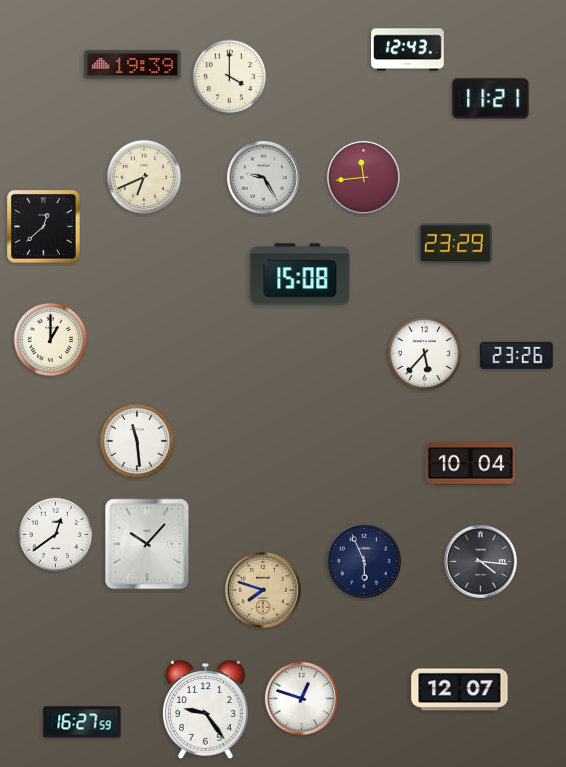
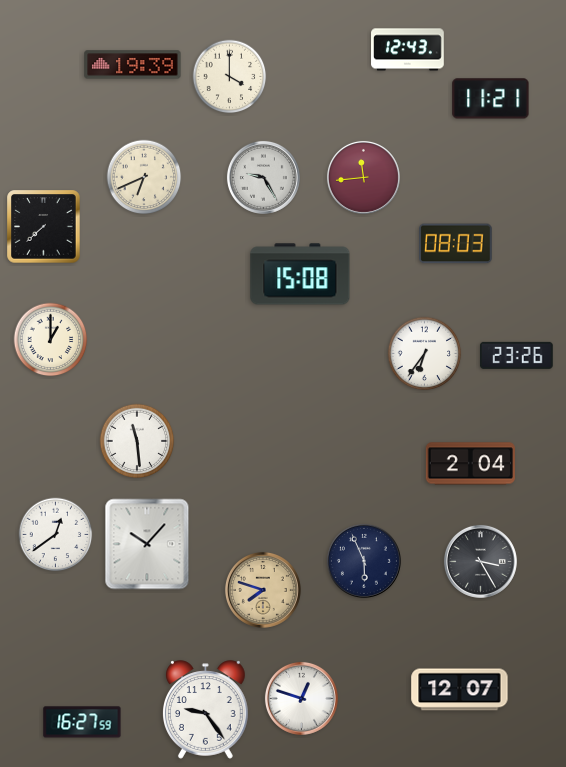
clock at (44, 227): 12:38 -> 7:38
clock at (456, 244): 23:29 -> 08:03
clock at (425, 354): 5:37 -> 6:36
clock at (470, 464): 10:04 -> 2:04
clock at (480, 561): 4:16 -> 3:25
